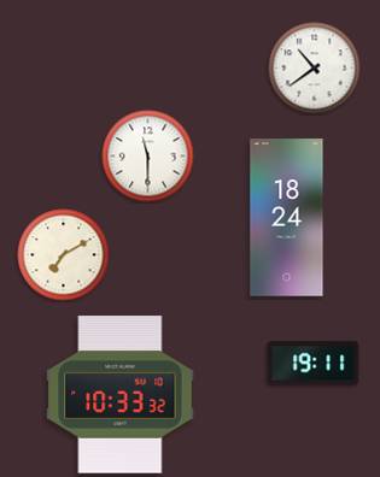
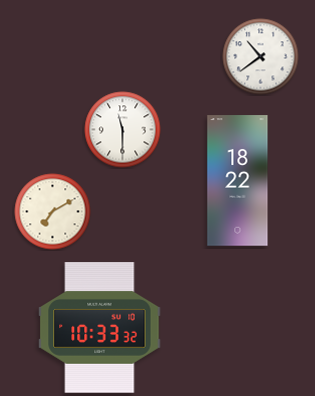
clock at (287, 218): 18:24 -> 18:22
clock at (314, 364): 19:11 -> none
